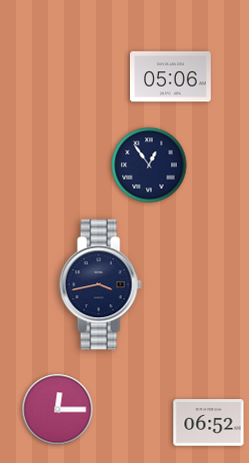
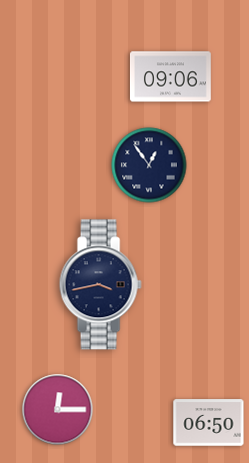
clock at (171, 77): 05:06 -> 09:06
clock at (209, 423): 06:52 -> 06:50
